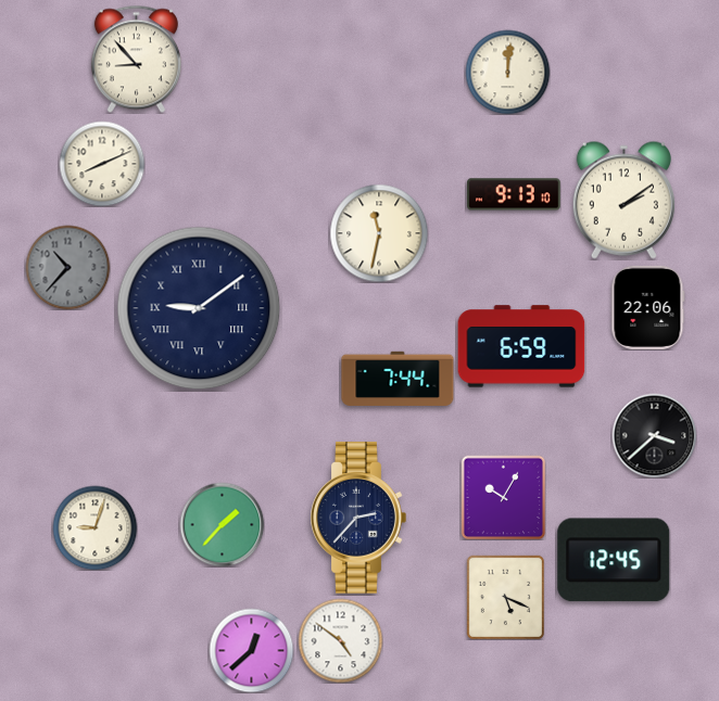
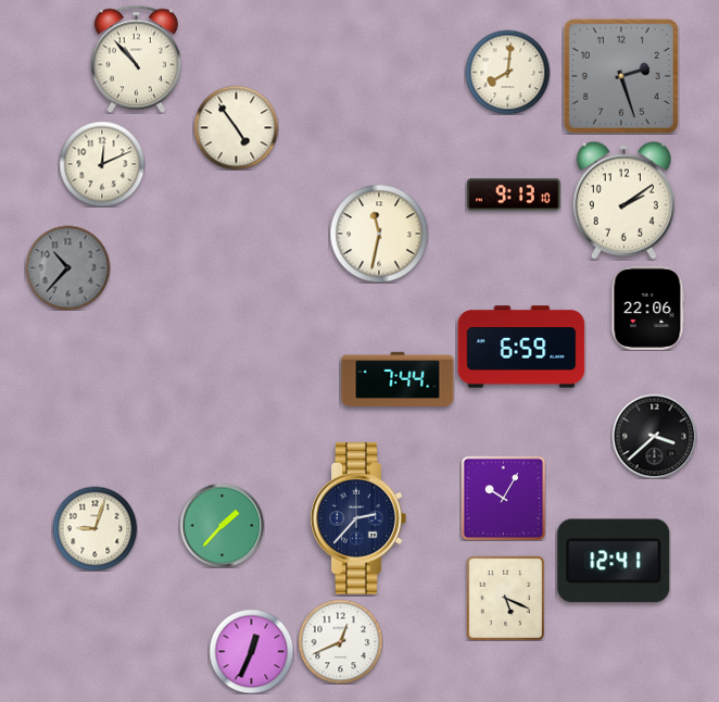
clock at (136, 59): 8:53 -> 10:53
clock at (507, 72): 12:01 -> 8:01
clock at (621, 76): none -> 2:27
clock at (236, 127): none -> 4:54
clock at (102, 164): 8:11 -> 12:11
clock at (199, 308): 9:09 -> none
clock at (614, 560): 12:45 -> 12:41
clock at (340, 640): 4:51 -> 12:41
clock at (251, 650): 12:38 -> 12:34
